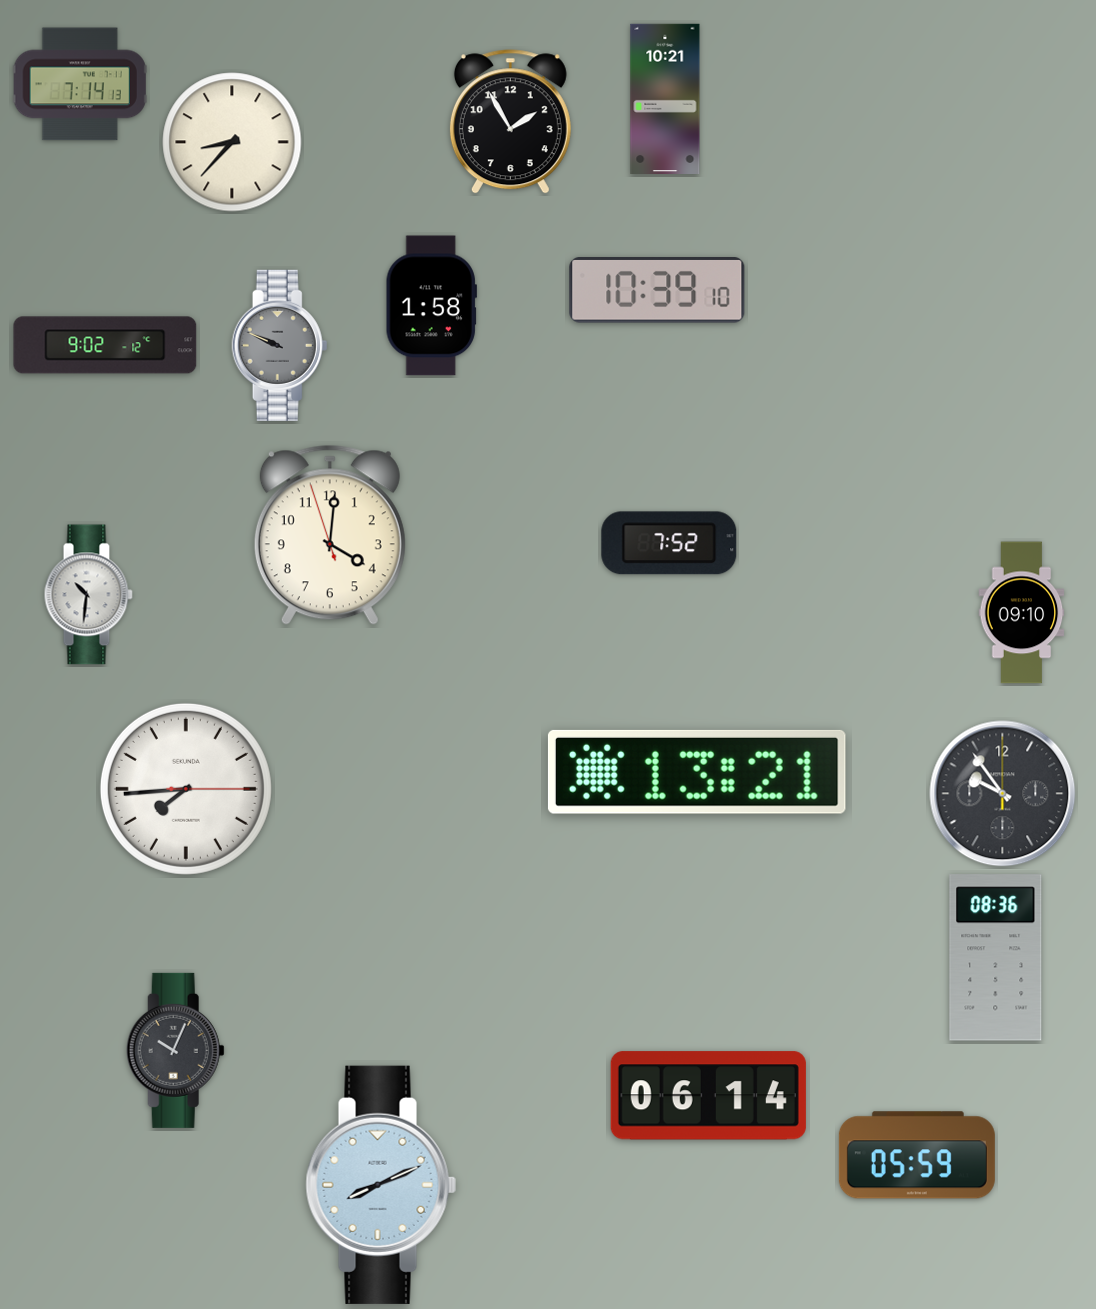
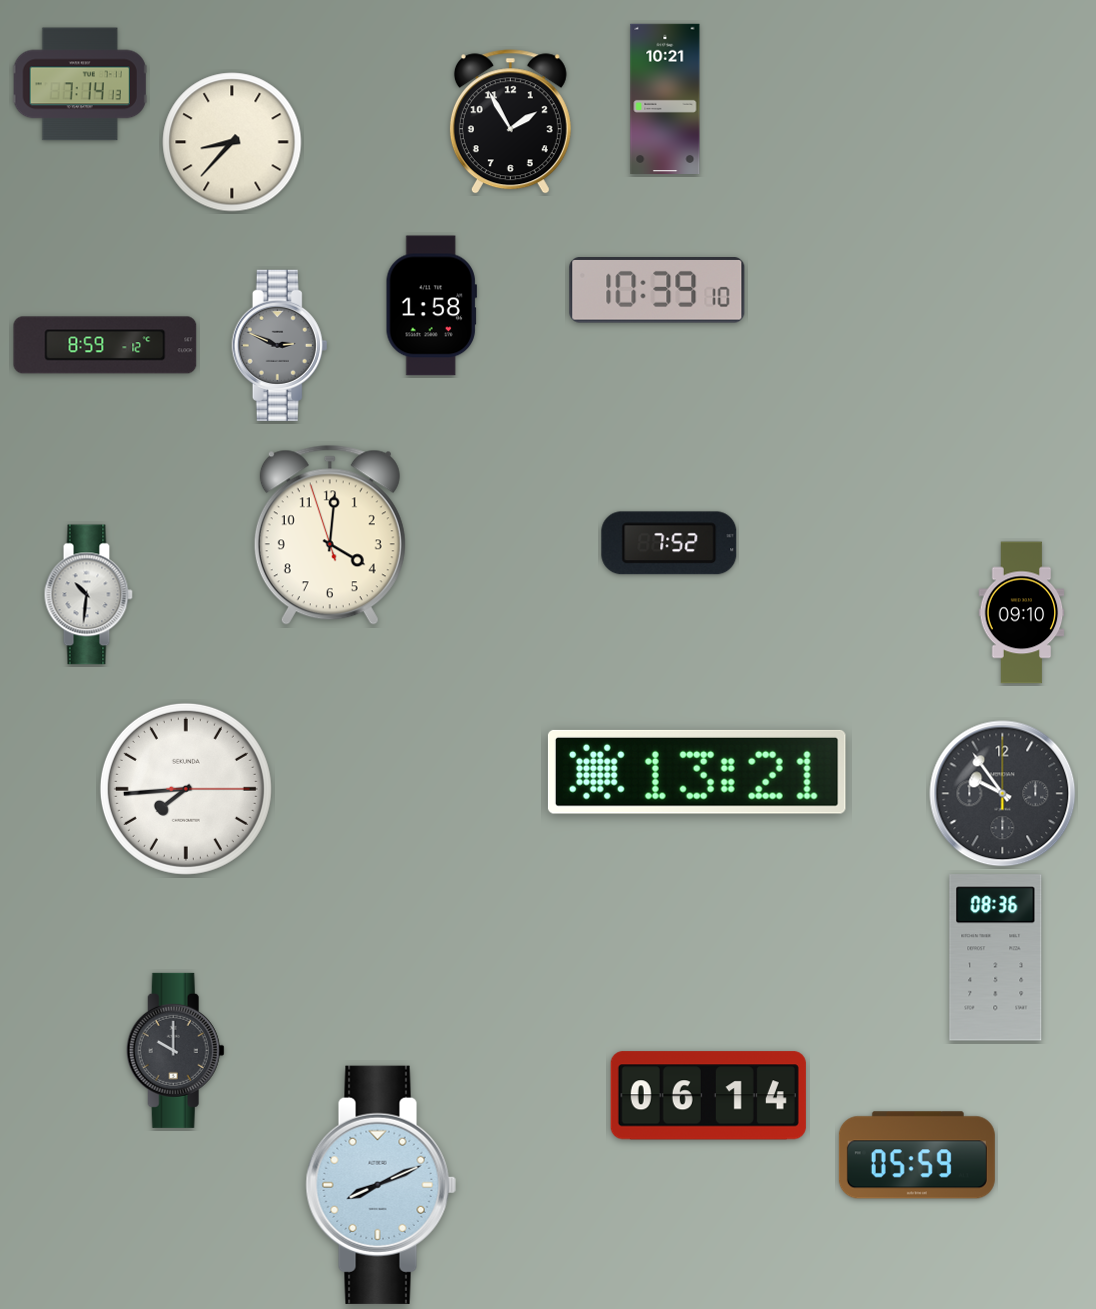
clock at (105, 345): 9:02 -> 8:59
clock at (280, 345): 9:49 -> 2:49
clock at (175, 1050): 10:04 -> 10:00
